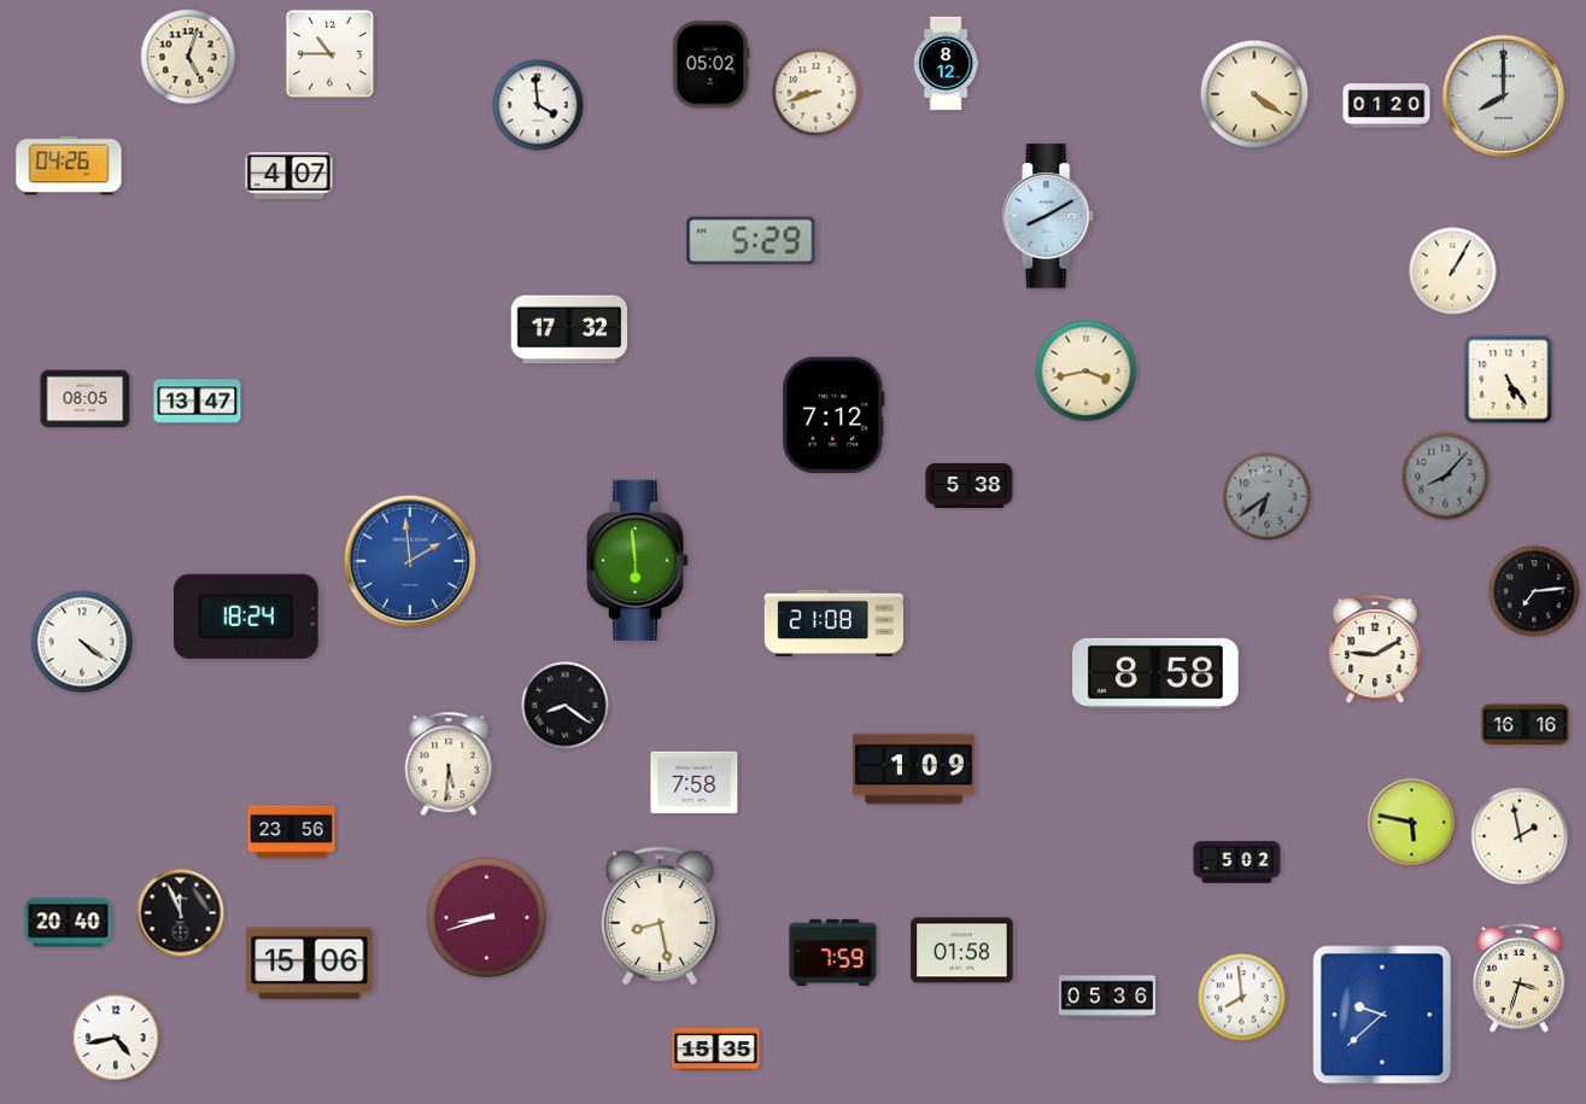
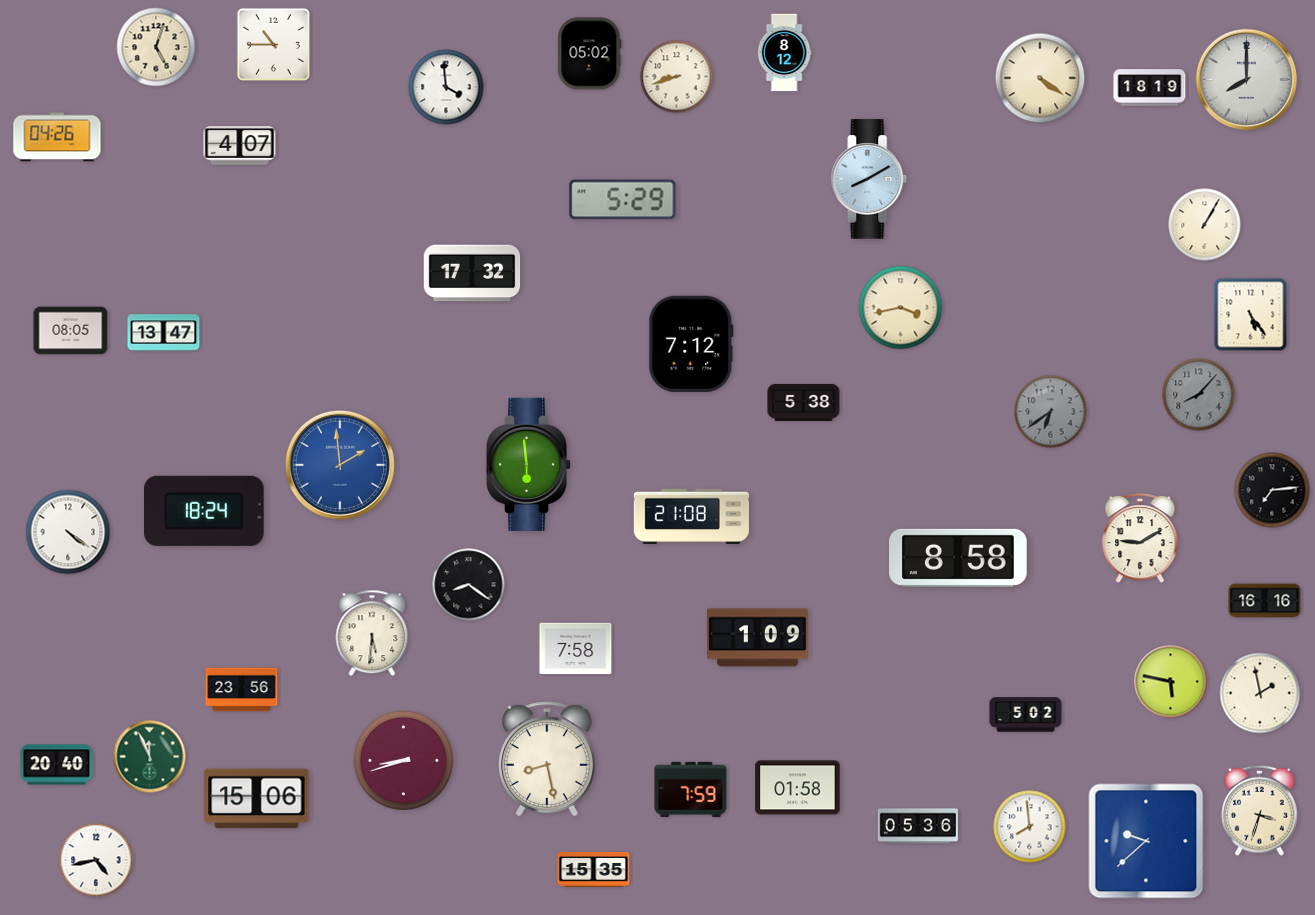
clock at (1387, 106): 01:20 -> 18:19
clock at (181, 913) dial: black -> green
